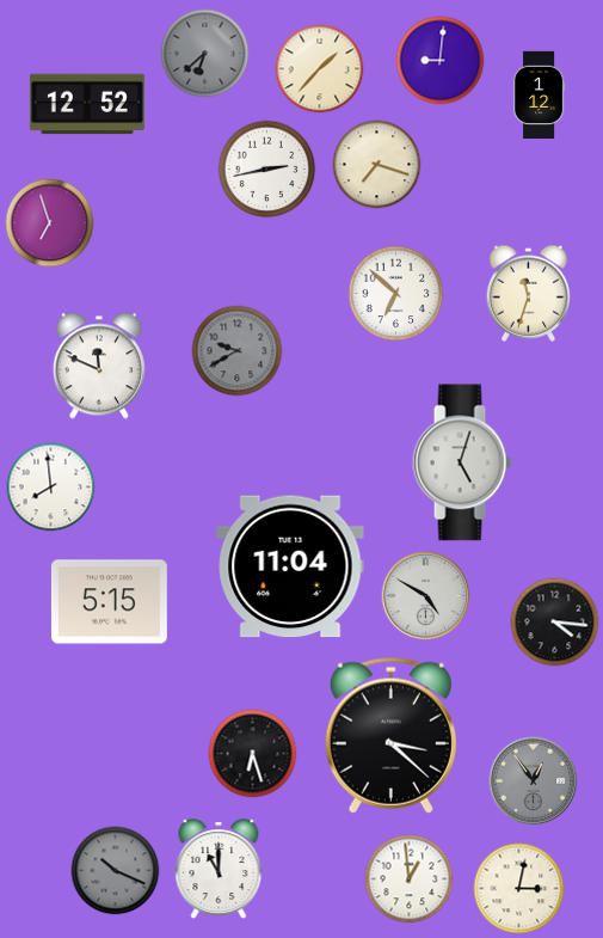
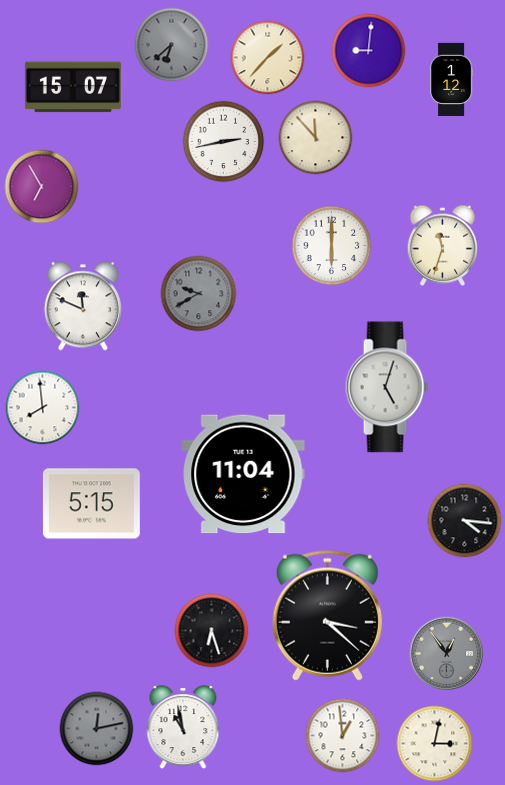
clock at (87, 104): 12:52 -> 15:07
clock at (377, 165): 7:18 -> 11:53
clock at (50, 223): 6:57 -> 6:55
clock at (396, 294): 6:52 -> 6:00
clock at (426, 596): 4:50 -> none
clock at (219, 870): 11:00 -> 10:58
clock at (116, 871): 10:19 -> 12:13
